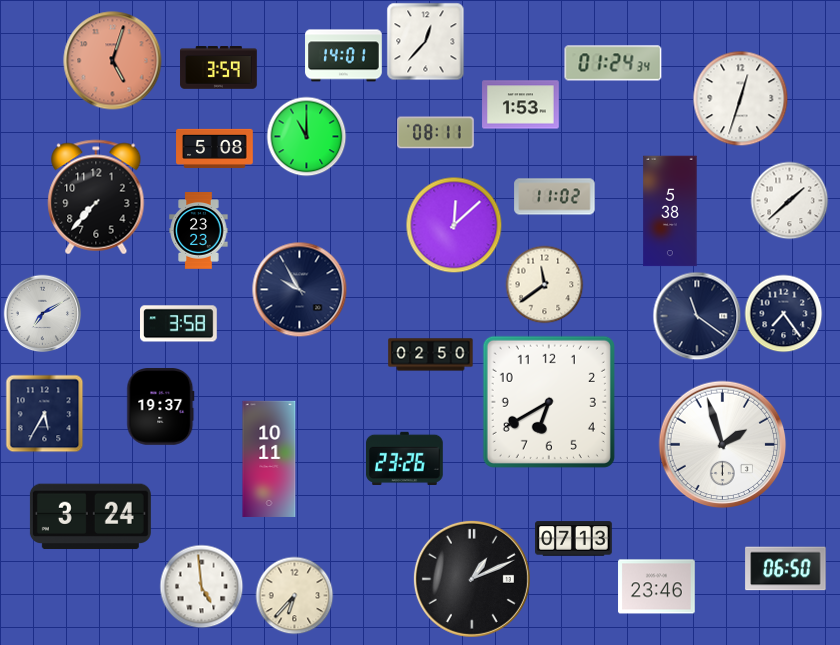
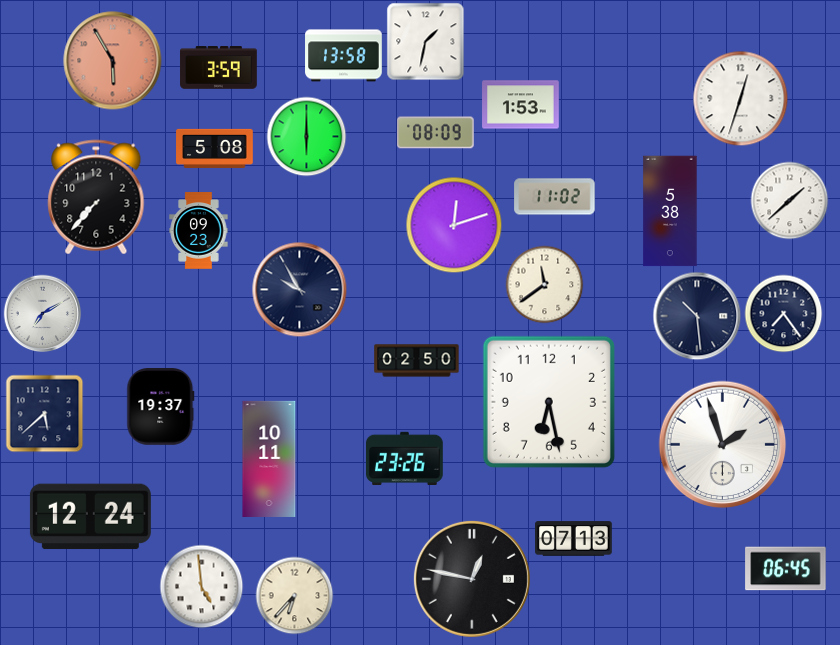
clock at (425, 41): 12:37 -> 1:32
clock at (344, 56): 14:01 -> 13:58
clock at (113, 61): 5:03 -> 5:55
clock at (613, 63): 01:24 -> none
clock at (436, 133): 08:11 -> 08:09
clock at (306, 136): 11:00 -> 6:00
clock at (454, 225): 12:08 -> 12:12
clock at (199, 231): 23:23 -> 09:23
clock at (697, 316): 11:21 -> 10:29
clock at (179, 324): 3:58 -> none
clock at (431, 355) position: (431, 355) -> (417, 361)
clock at (549, 402): 6:40 -> 6:28
clock at (44, 413): 5:35 -> 5:38
clock at (90, 517): 3:24 -> 12:24
clock at (786, 569): 06:50 -> 06:45
clock at (472, 579): 1:11 -> 12:47
clock at (657, 587): 23:46 -> none
